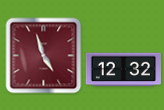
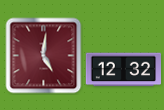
clock at (44, 56): 4:57 -> 5:01
